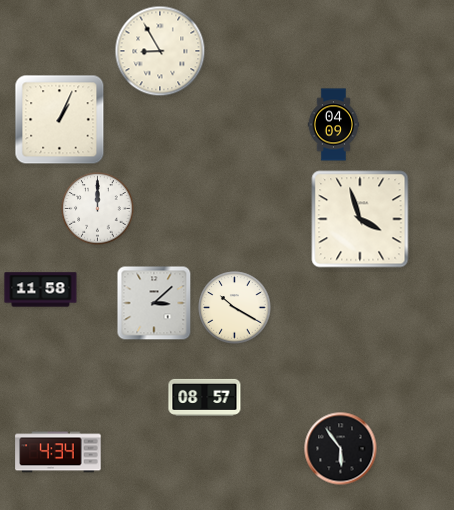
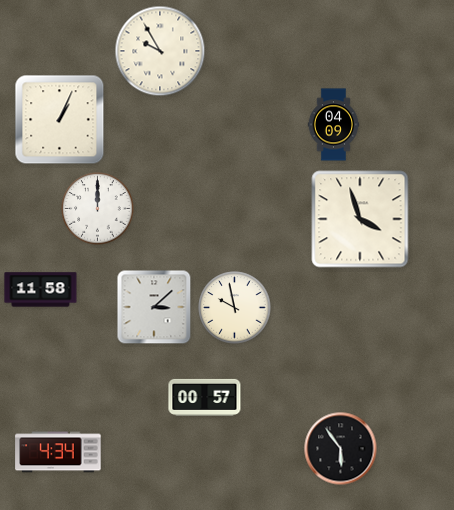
clock at (160, 51): 8:55 -> 9:55
clock at (154, 303) position: (154, 303) -> (154, 307)
clock at (235, 308): 10:20 -> 9:58
clock at (205, 397): 08:57 -> 00:57
